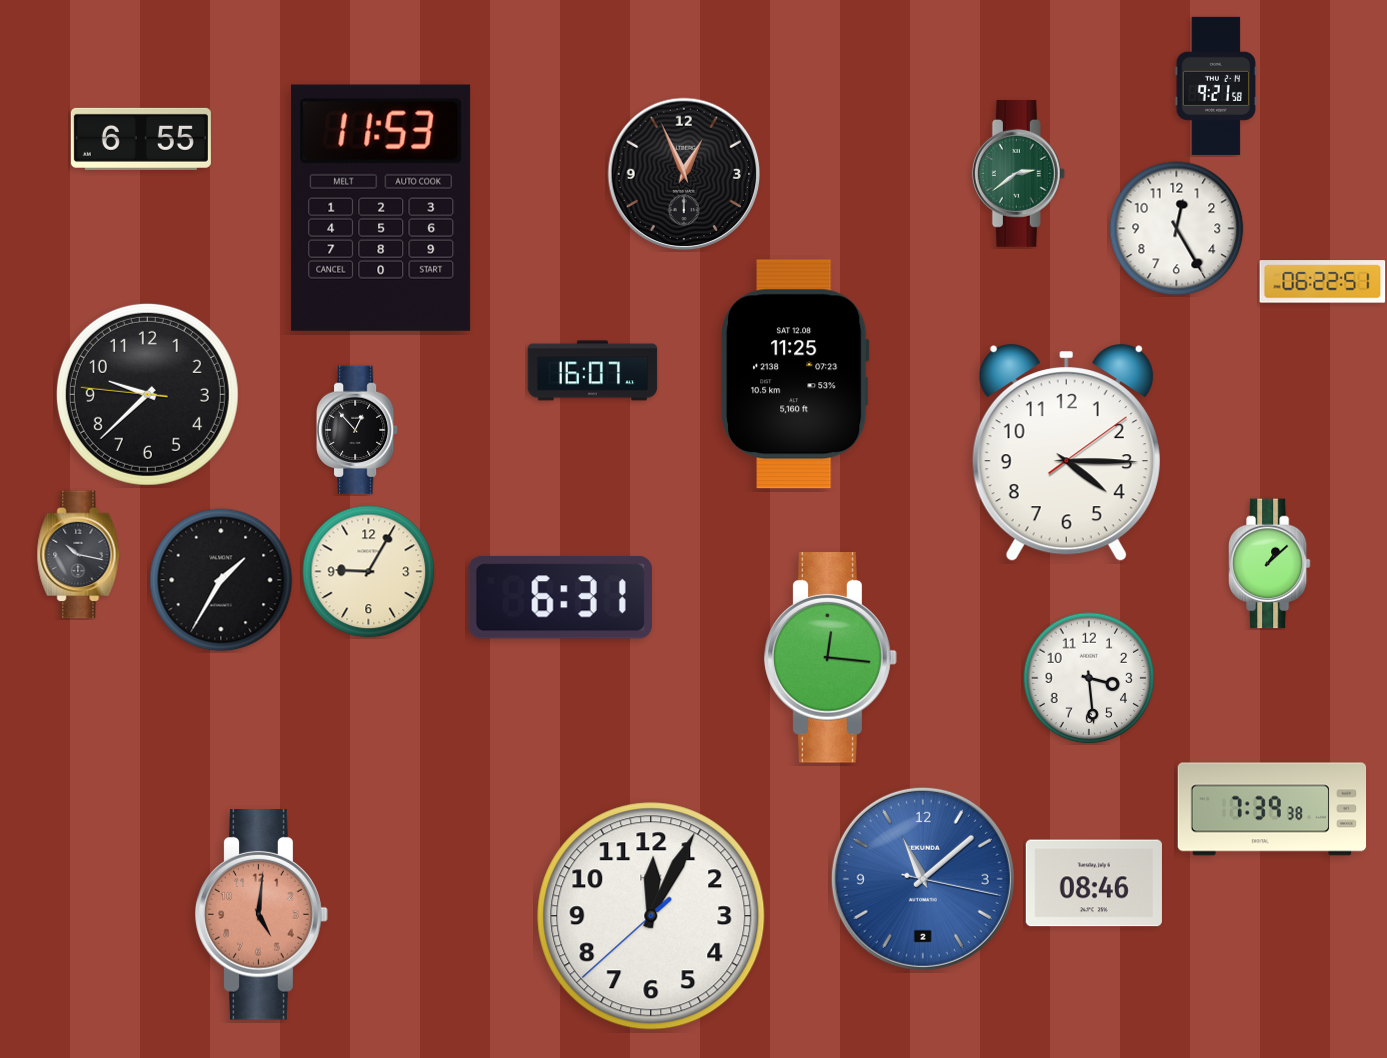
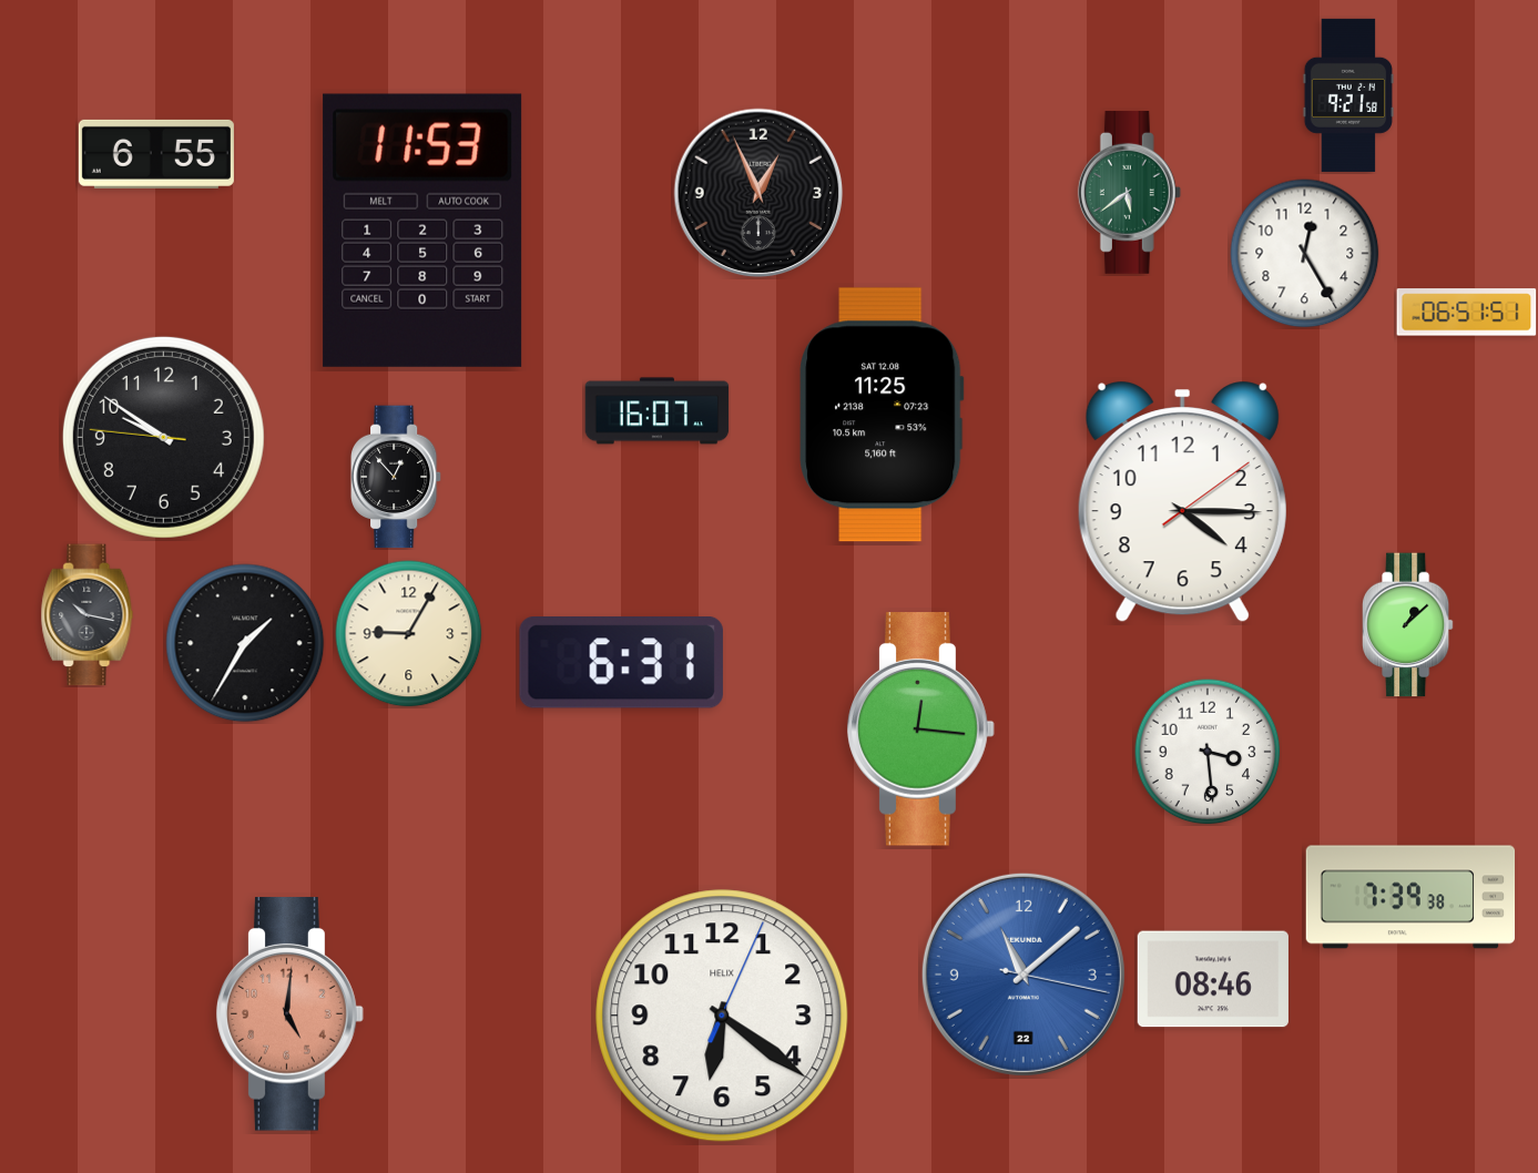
clock at (1018, 173): 2:39 -> 5:39
clock at (1323, 282): 06:22 -> 06:51
clock at (147, 394): 9:37 -> 9:50
clock at (923, 879) date: 2 -> 22
clock at (651, 916): 12:04 -> 6:21
